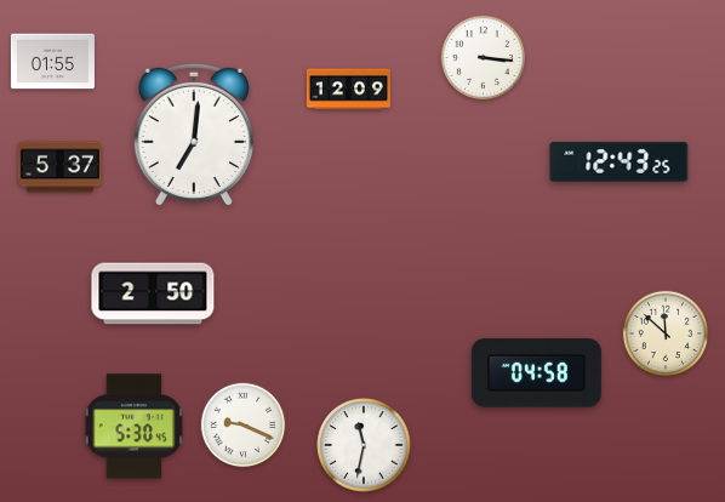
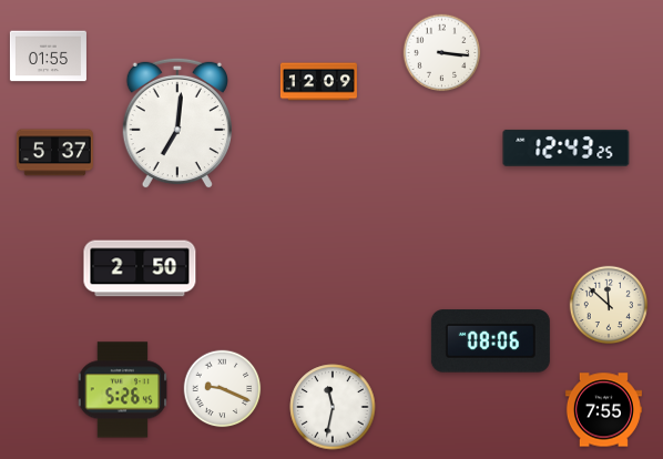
clock at (536, 373): 04:58 -> 08:06
clock at (133, 427): 5:30 -> 5:26
clock at (603, 410): none -> 7:55
